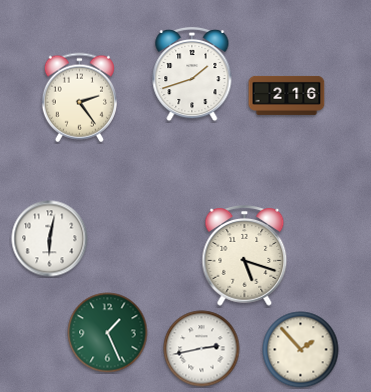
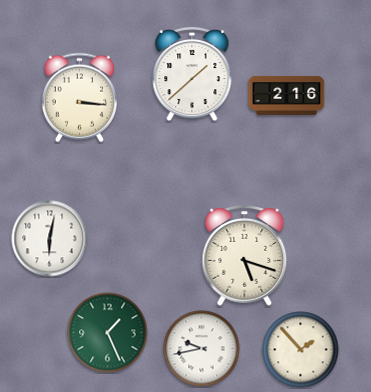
clock at (192, 74): 1:42 -> 1:38
clock at (79, 98): 2:24 -> 3:16
clock at (202, 349): 2:43 -> 9:43
